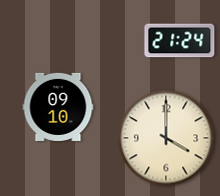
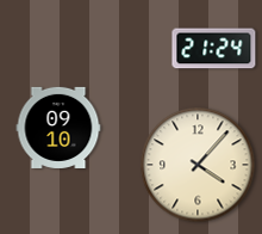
clock at (58, 107) position: (58, 107) -> (58, 128)
clock at (166, 138): 4:00 -> 4:07
